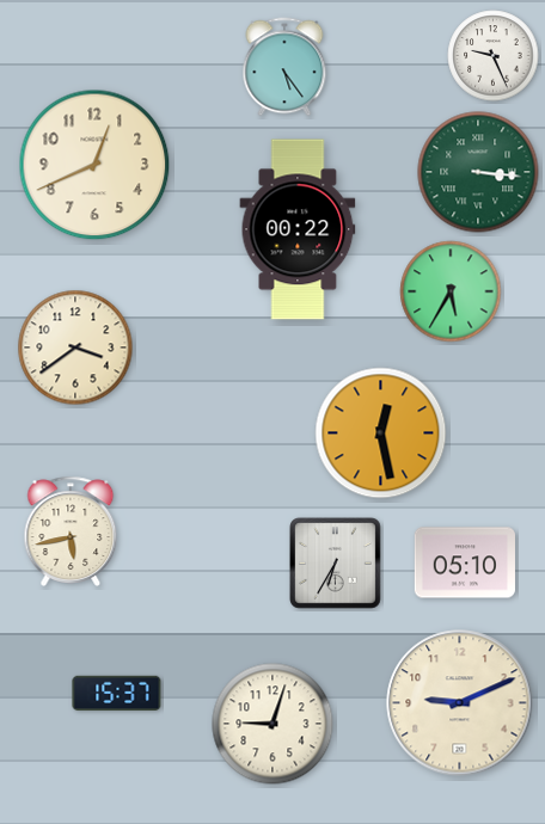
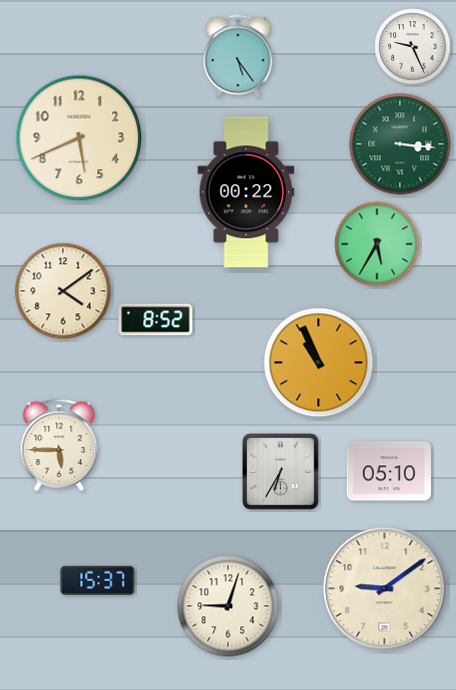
clock at (94, 165): 12:41 -> 5:41
clock at (298, 229) position: (298, 229) -> (246, 192)
clock at (75, 348): 3:39 -> 4:09
clock at (156, 320): none -> 8:52
clock at (381, 433): 12:28 -> 10:56
clock at (71, 531): 5:43 -> 5:45
clock at (460, 703): 9:11 -> 9:09
